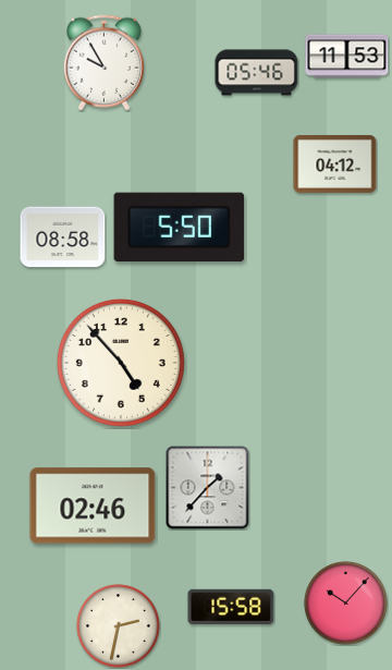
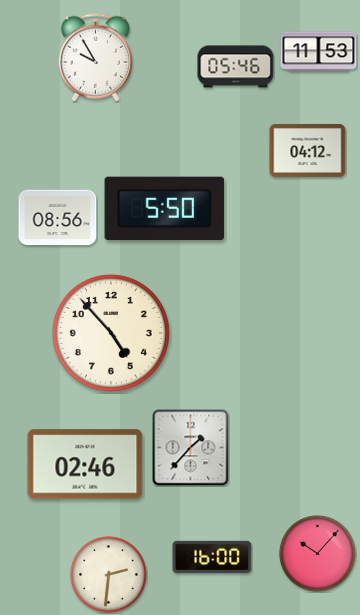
clock at (63, 237): 08:58 -> 08:56
clock at (231, 606): 15:58 -> 16:00
clock at (119, 626): 2:32 -> 2:31
